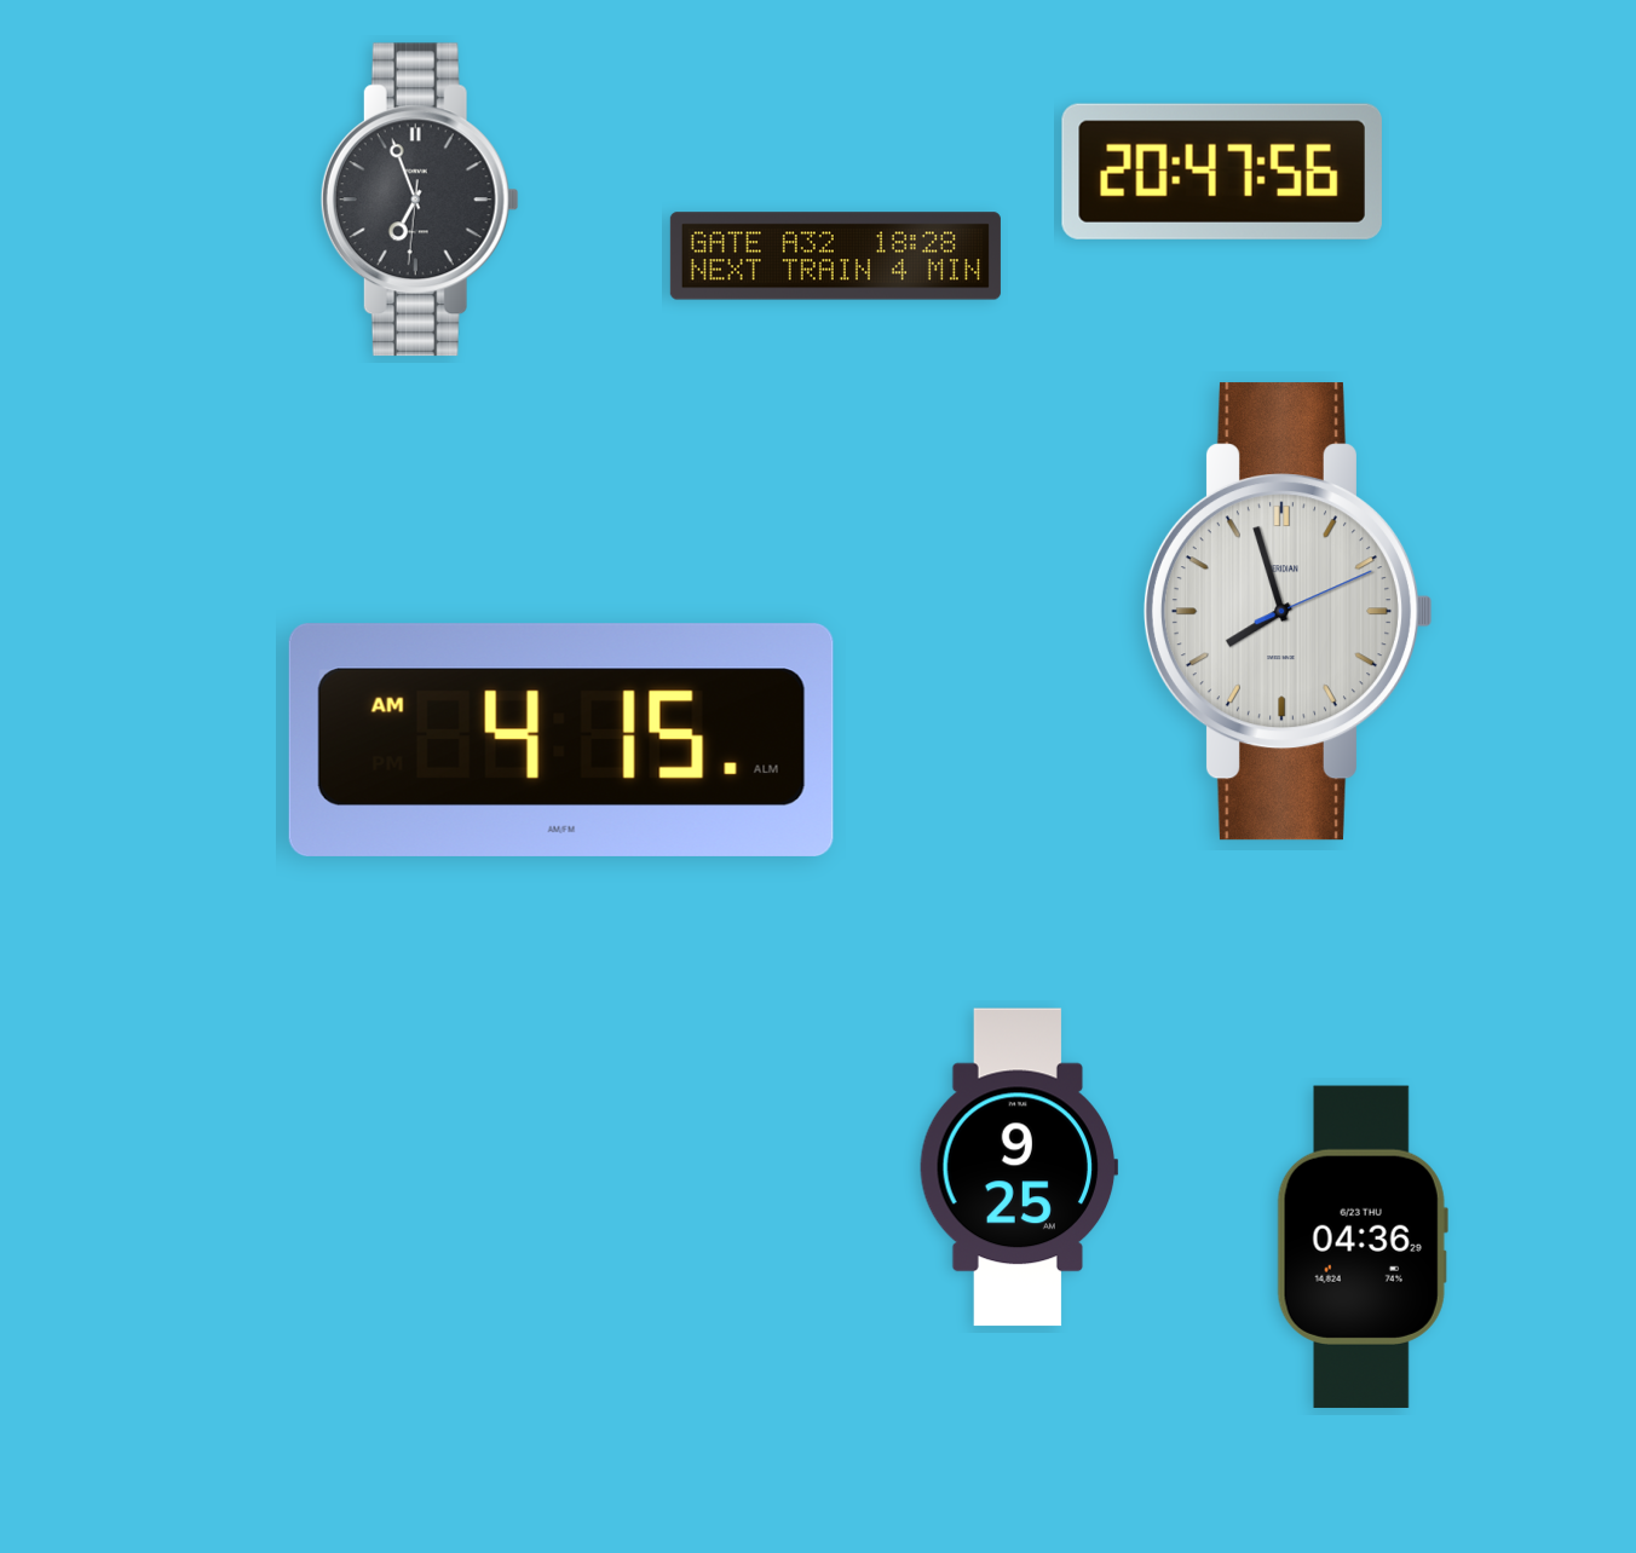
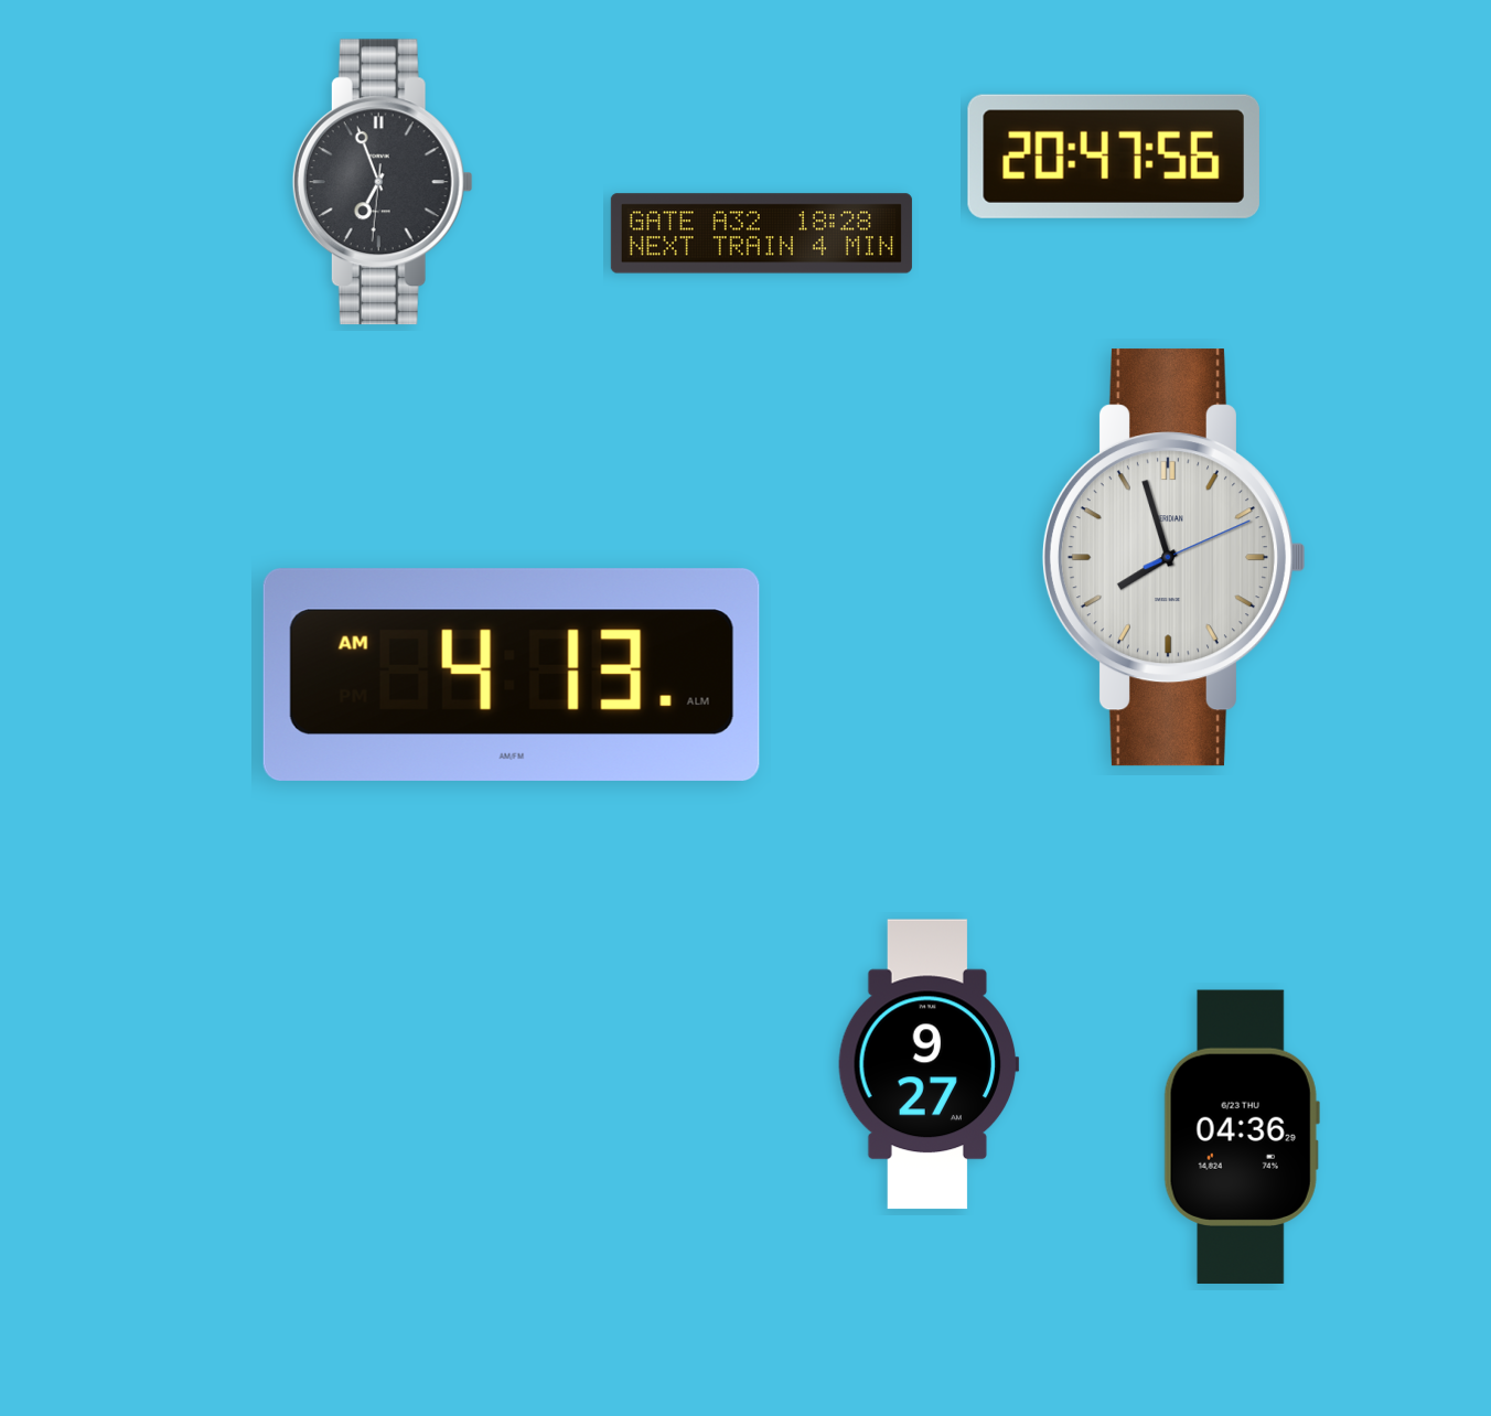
clock at (561, 740): 4:15 -> 4:13
clock at (1019, 1167): 9:25 -> 9:27
